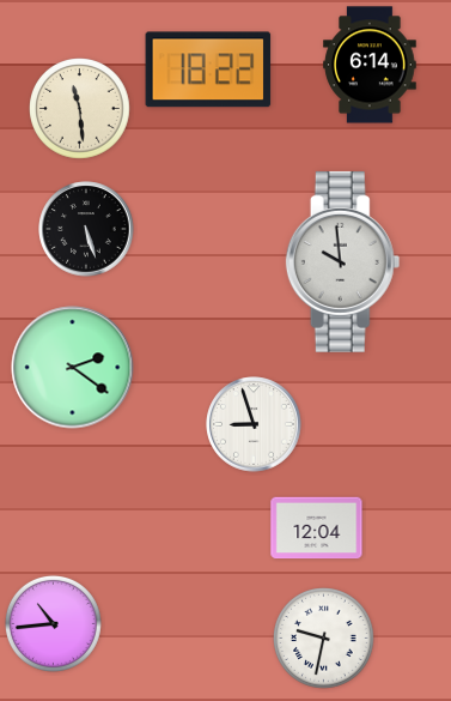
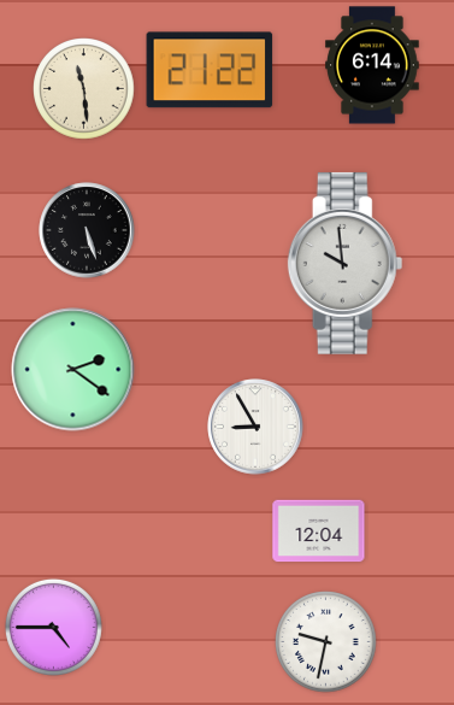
clock at (208, 70): 18:22 -> 21:22
clock at (80, 109) position: (80, 109) -> (84, 89)
clock at (254, 424): 8:57 -> 8:55
clock at (53, 623): 10:44 -> 4:45
